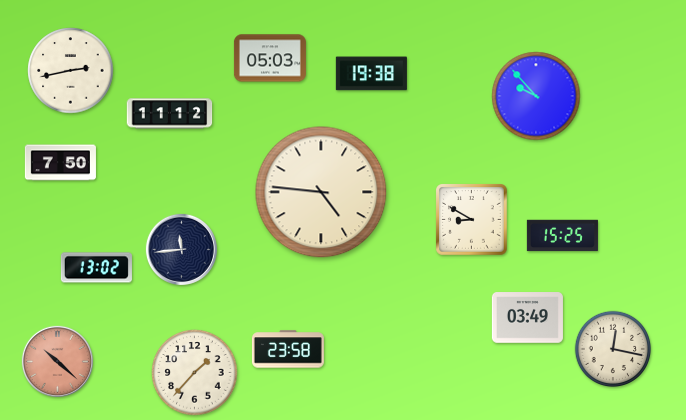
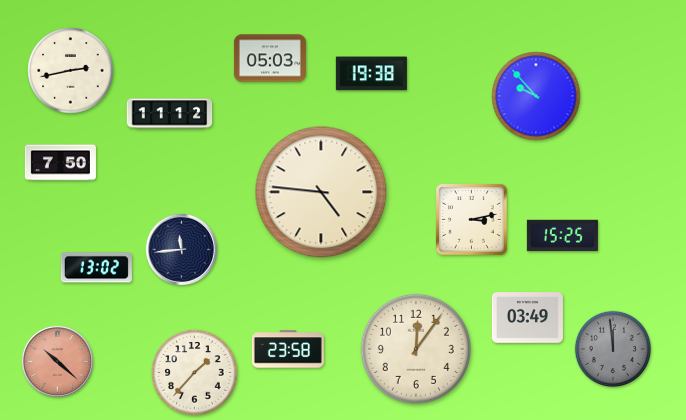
clock at (472, 220): 8:50 -> 3:13
clock at (416, 349): none -> 12:06
clock at (613, 349): 12:17 -> 11:59
clock at (613, 349) dial: cream -> grey
